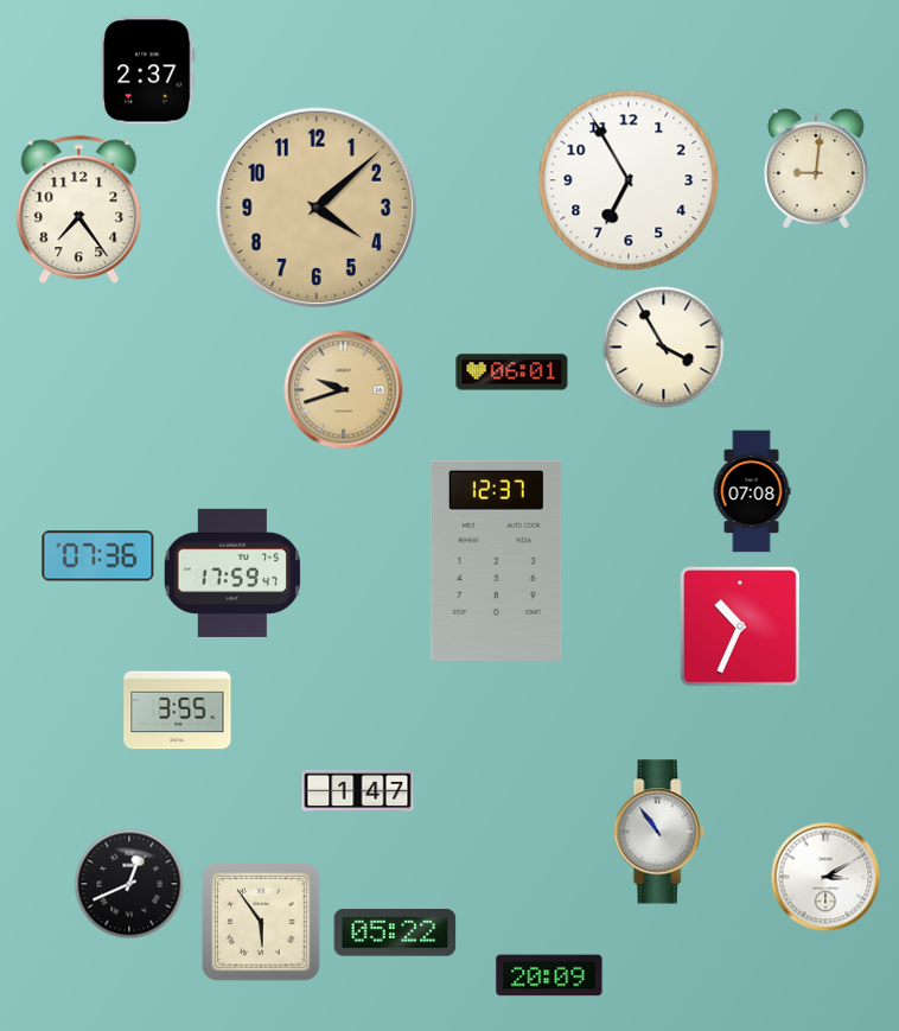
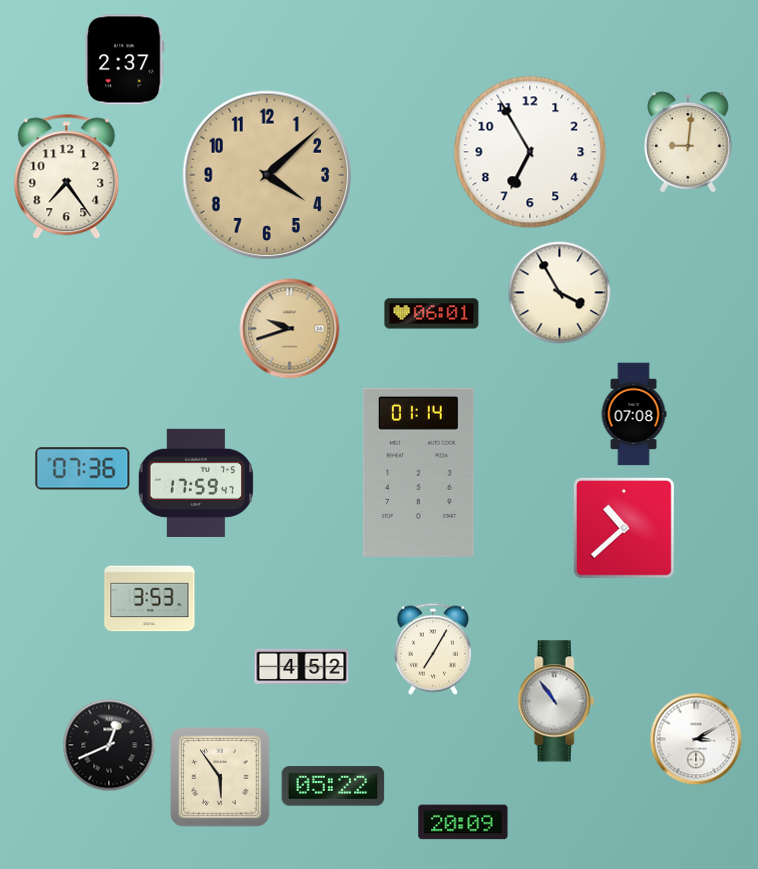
clock at (496, 560): 12:37 -> 01:14
clock at (741, 628): 10:34 -> 10:38
clock at (178, 711): 3:55 -> 3:53
clock at (433, 649): none -> 7:05
clock at (358, 791): 1:47 -> 4:52
